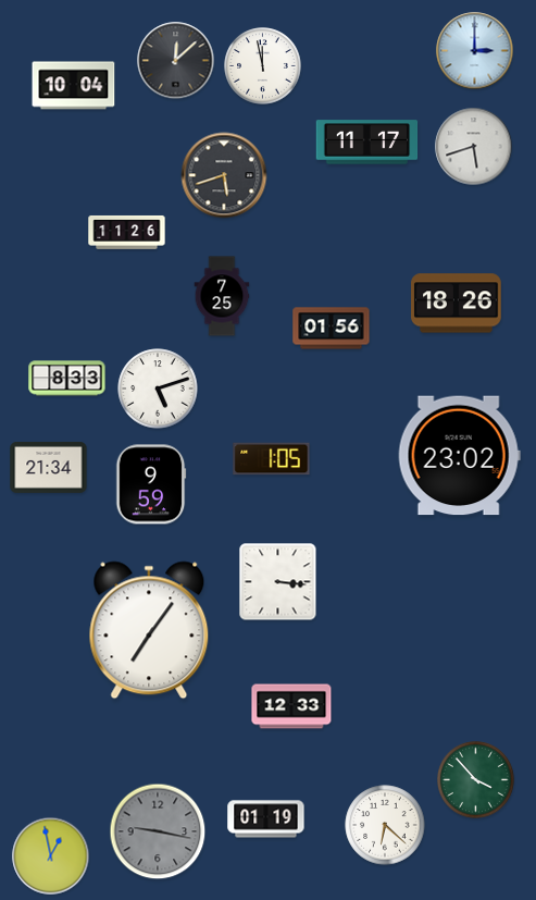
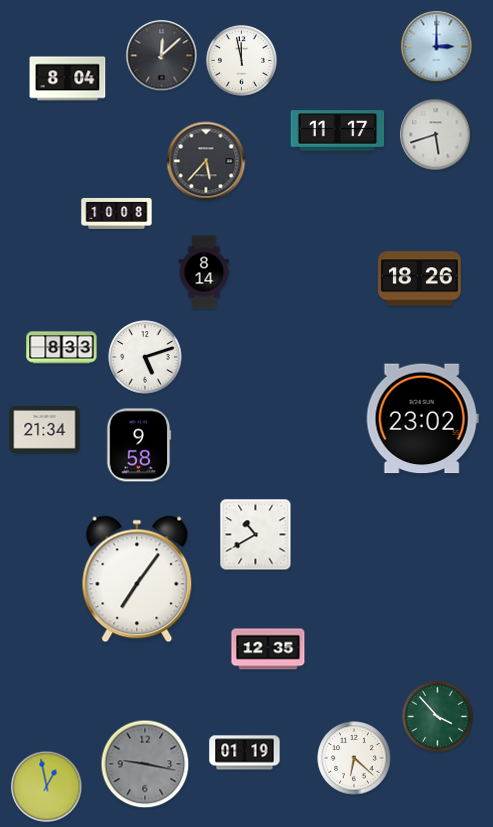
clock at (74, 86): 10:04 -> 8:04
clock at (224, 175): 5:42 -> 5:37
clock at (127, 232): 11:26 -> 10:08
clock at (222, 296): 7:25 -> 8:14
clock at (332, 329): 01:56 -> none
clock at (272, 459): 1:05 -> none
clock at (151, 484): 9:59 -> 9:58
clock at (278, 582): 3:16 -> 10:40
clock at (291, 706): 12:33 -> 12:35
